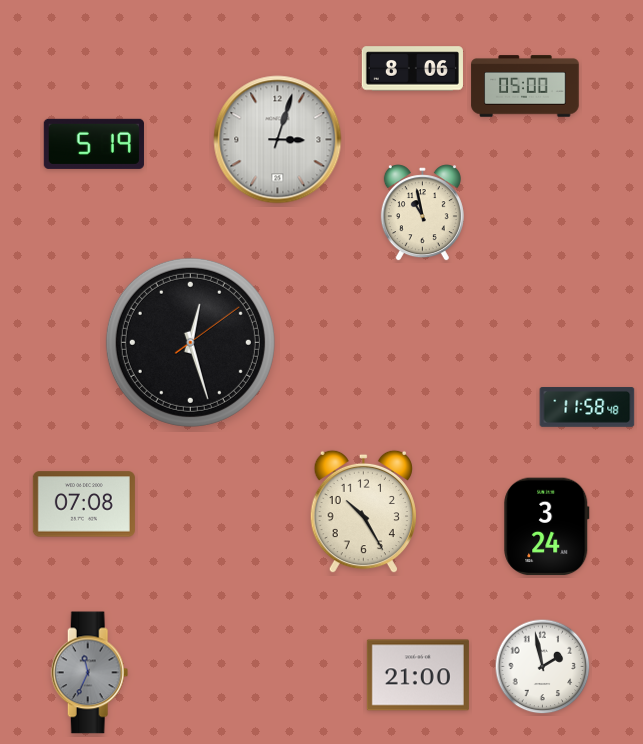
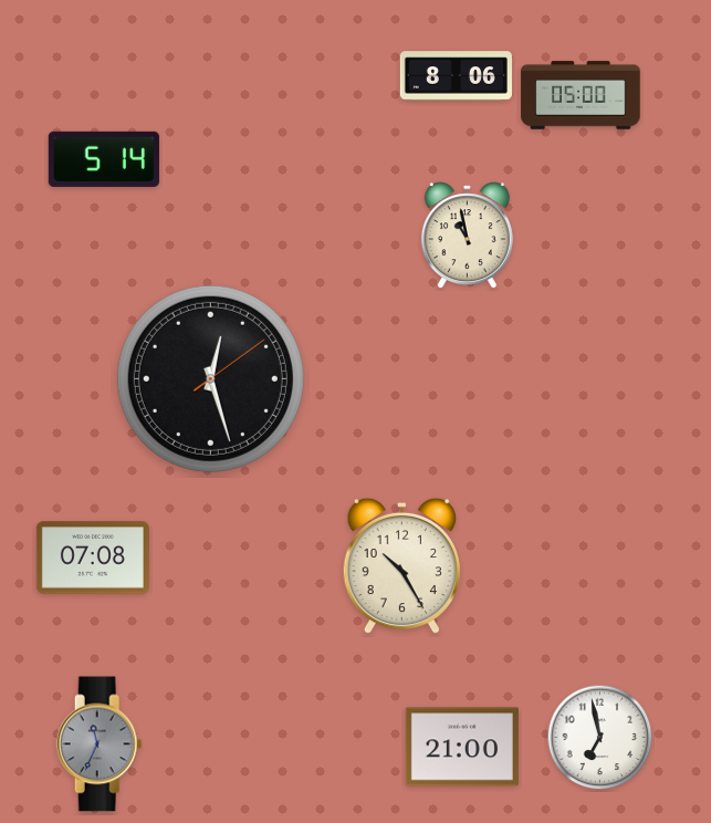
clock at (278, 140): 3:03 -> none
clock at (94, 144): 5:19 -> 5:14
clock at (587, 408): 11:58 -> none
clock at (547, 527): 3:24 -> none
clock at (543, 667): 1:58 -> 6:58
